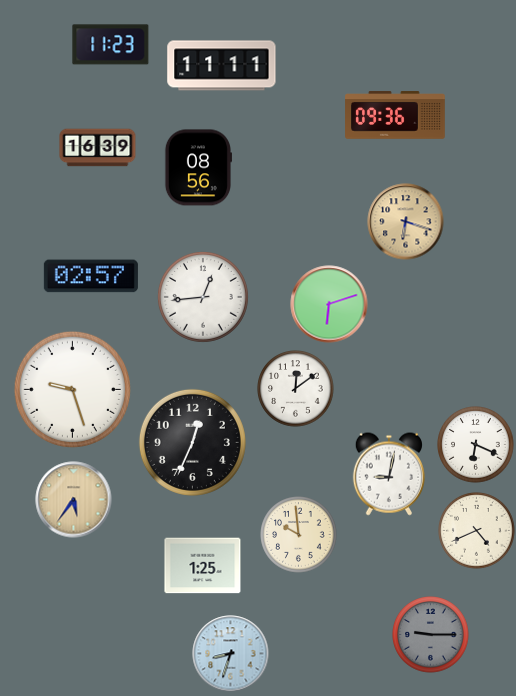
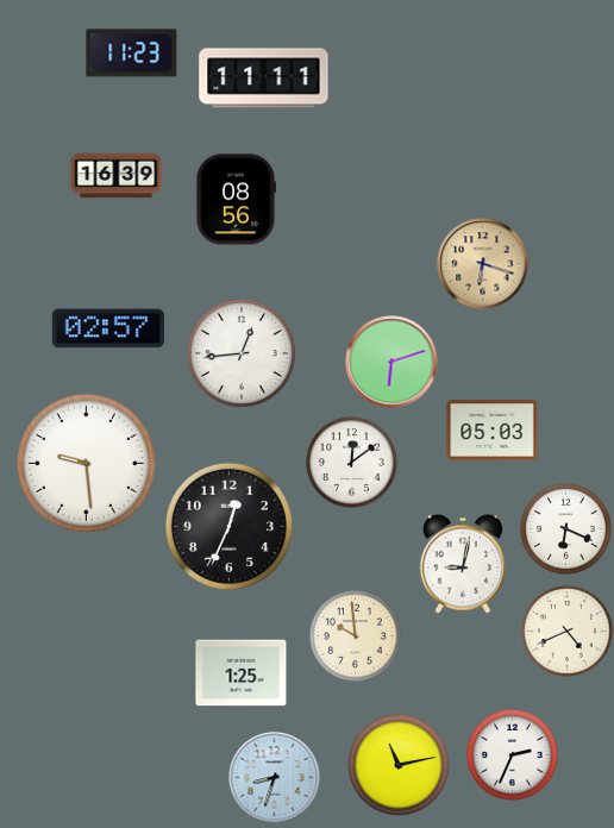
clock at (395, 115): 09:36 -> none
clock at (493, 431): none -> 05:03
clock at (72, 389): 9:27 -> 9:29
clock at (74, 500): 5:36 -> none
clock at (431, 635): 9:15 -> 2:34
clock at (431, 635) dial: grey -> white
clock at (400, 766): none -> 11:13
